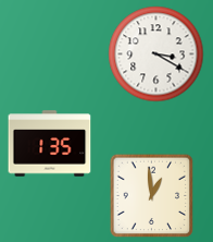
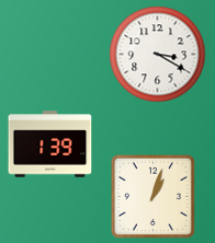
clock at (50, 144): 1:35 -> 1:39
clock at (151, 195): 12:59 -> 1:03
